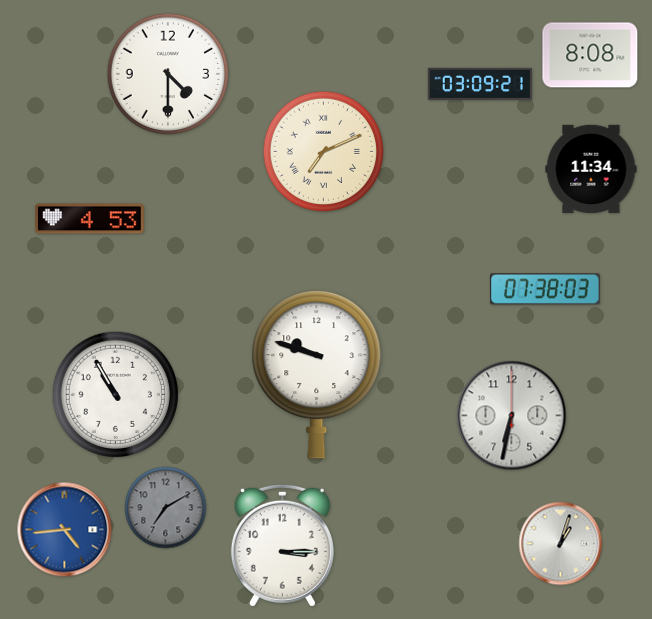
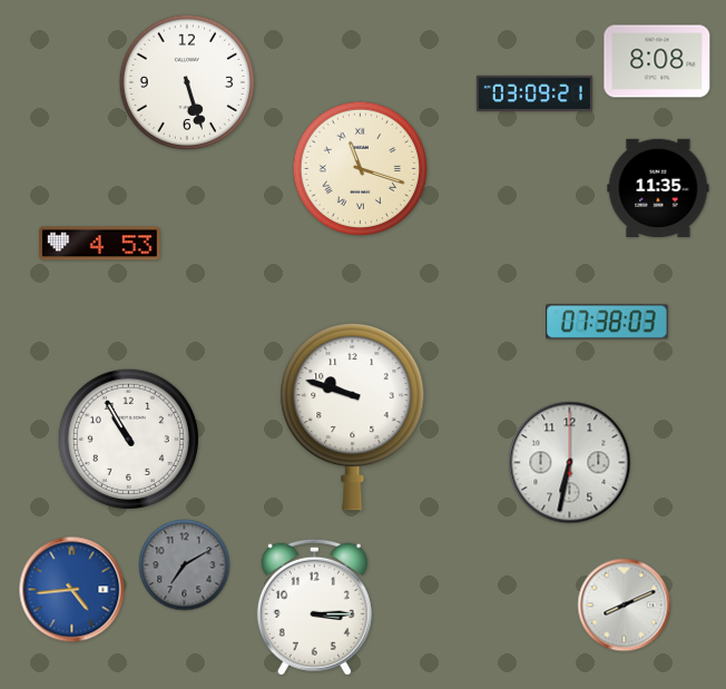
clock at (167, 73): 4:30 -> 5:27
clock at (324, 152): 7:11 -> 11:18
clock at (591, 168): 11:34 -> 11:35
clock at (561, 544): 1:03 -> 8:11
